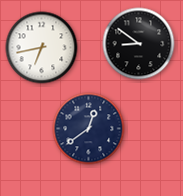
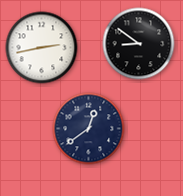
clock at (42, 48): 6:43 -> 2:43
